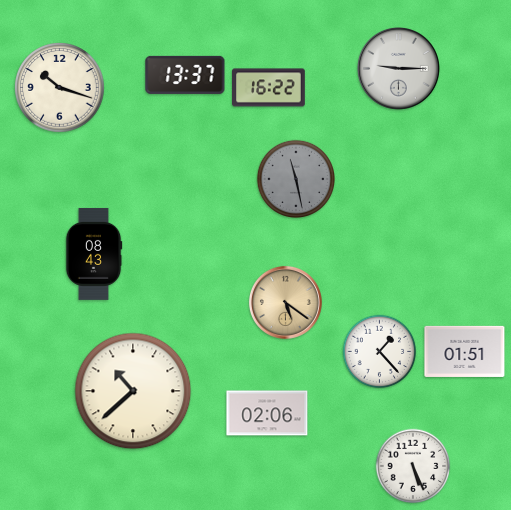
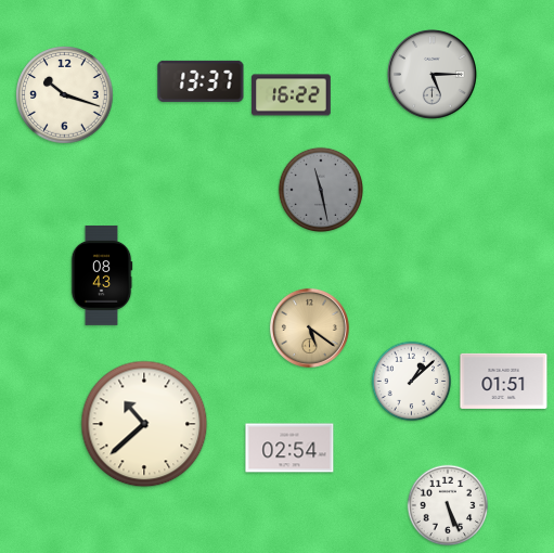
clock at (399, 69): 9:15 -> 5:15
clock at (295, 178) position: (295, 178) -> (320, 189)
clock at (380, 352): 1:23 -> 1:08
clock at (267, 413): 02:06 -> 02:54
